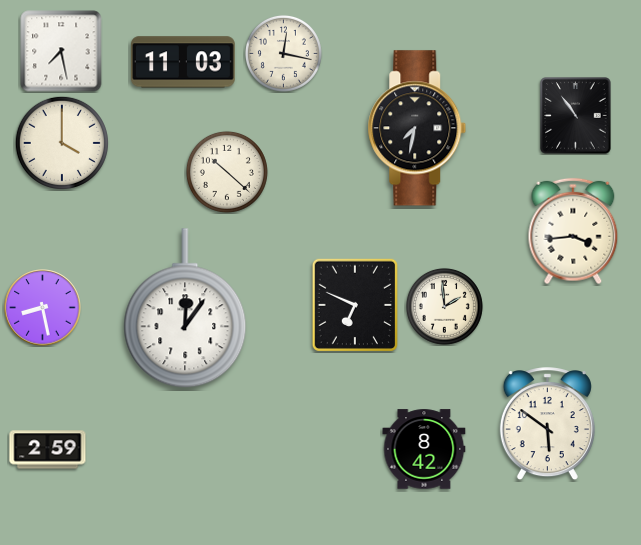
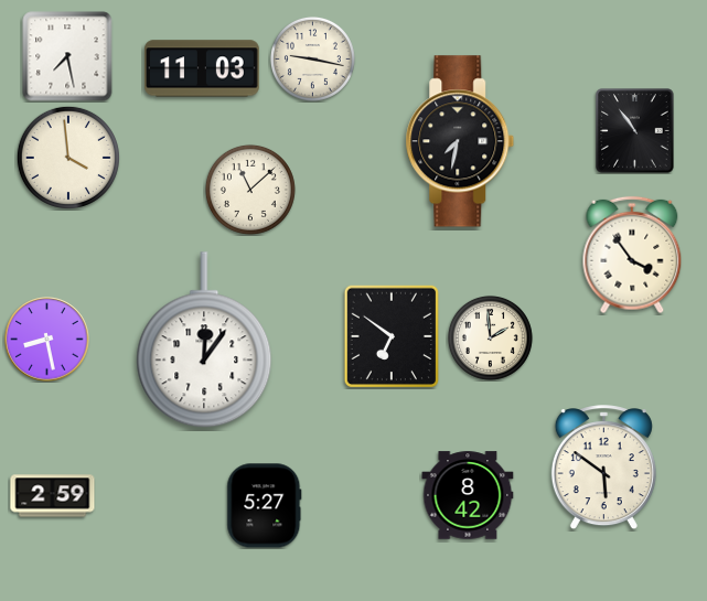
clock at (283, 53): 12:17 -> 9:17
clock at (576, 116) position: (576, 116) -> (635, 131)
clock at (62, 143): 4:00 -> 3:59
clock at (227, 172): 10:22 -> 11:08
clock at (573, 231): 3:44 -> 3:54
clock at (355, 304): 6:49 -> 6:51
clock at (265, 506): none -> 5:27
